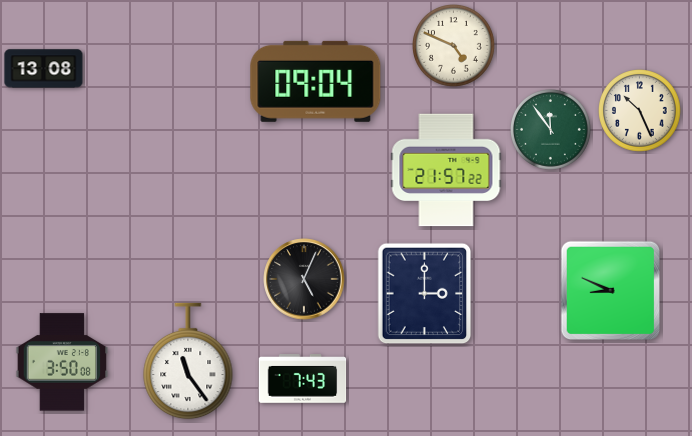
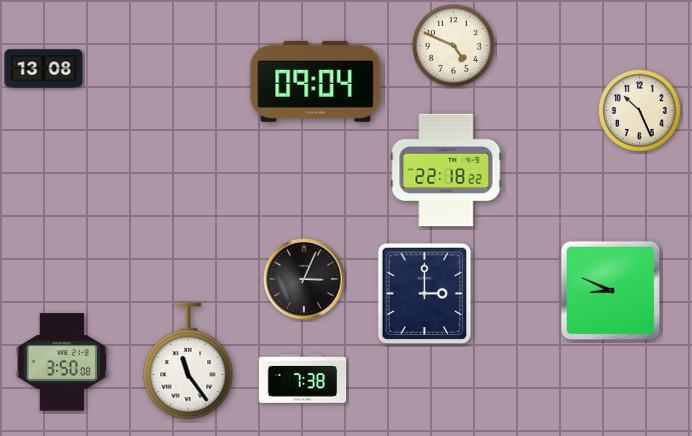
clock at (551, 130): 11:54 -> none
clock at (446, 170): 21:57 -> 22:18
clock at (304, 279): 5:04 -> 3:04
clock at (303, 379): 7:43 -> 7:38
